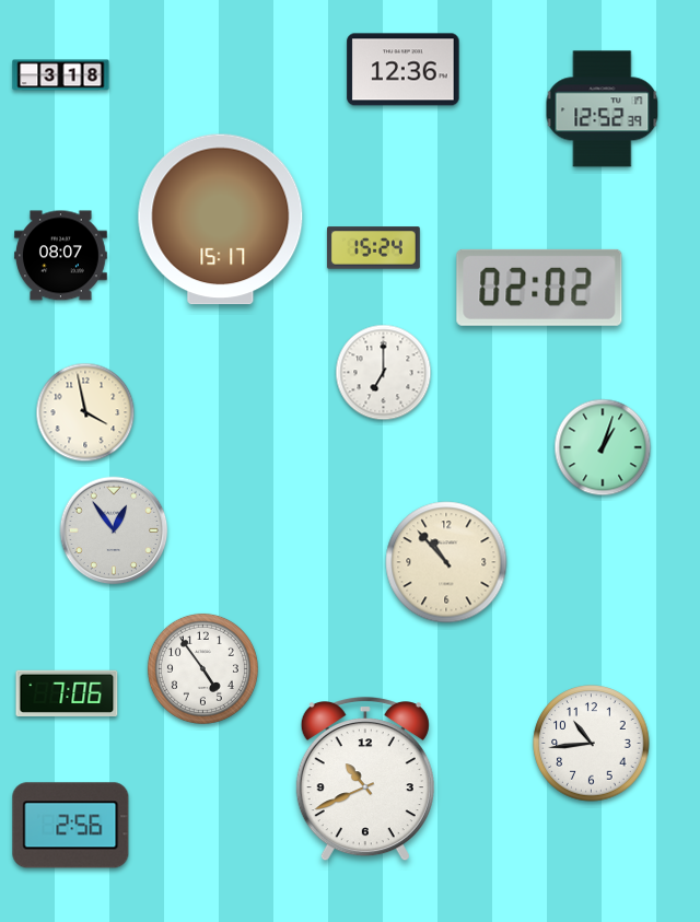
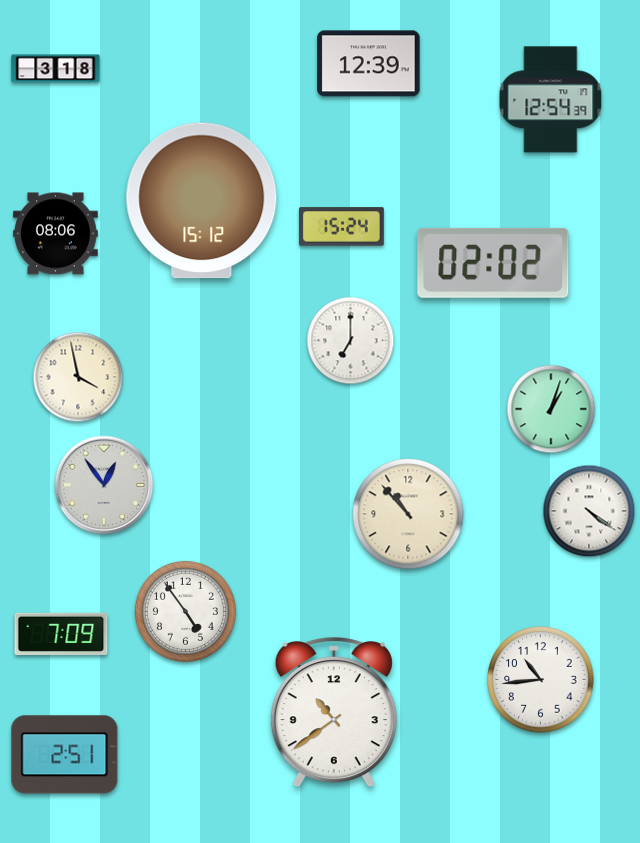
clock at (404, 70): 12:36 -> 12:39
clock at (603, 109): 12:52 -> 12:54
clock at (221, 220): 15:17 -> 15:12
clock at (61, 256): 08:07 -> 08:06
clock at (589, 511): none -> 4:21
clock at (67, 692): 7:06 -> 7:09
clock at (365, 780): 10:41 -> 10:39
clock at (71, 826): 2:56 -> 2:51
